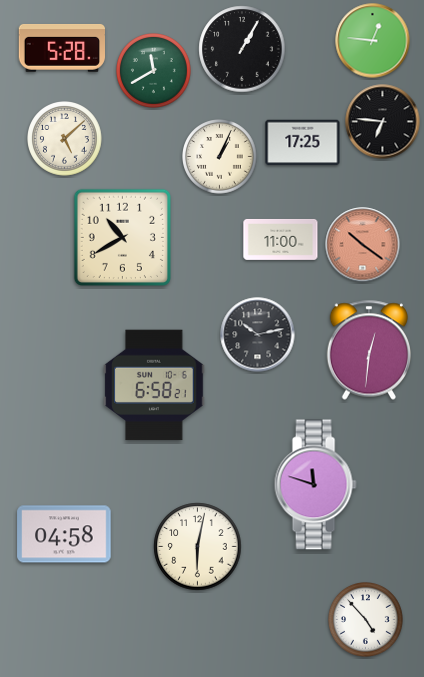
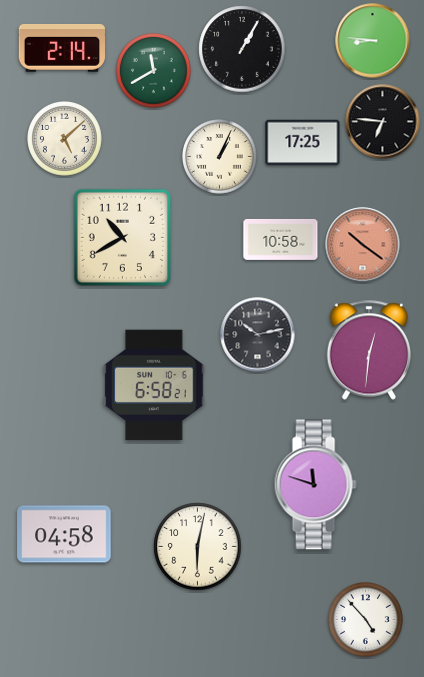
clock at (373, 41): 12:46 -> 8:46
clock at (62, 48): 5:28 -> 2:14
clock at (281, 239): 11:00 -> 10:58
